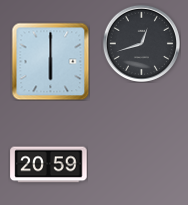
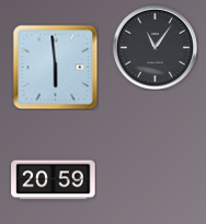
clock at (141, 43): 12:42 -> 11:06
clock at (50, 61): 6:00 -> 5:59
